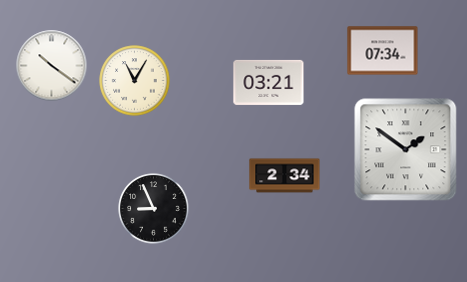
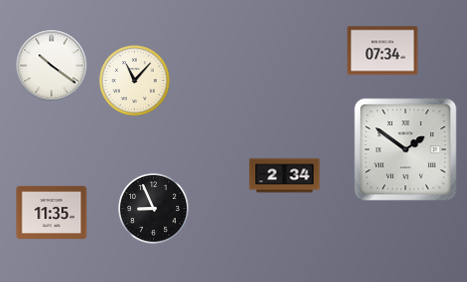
clock at (135, 81): 11:05 -> 11:07
clock at (269, 82): 03:21 -> none
clock at (52, 212): none -> 11:35
